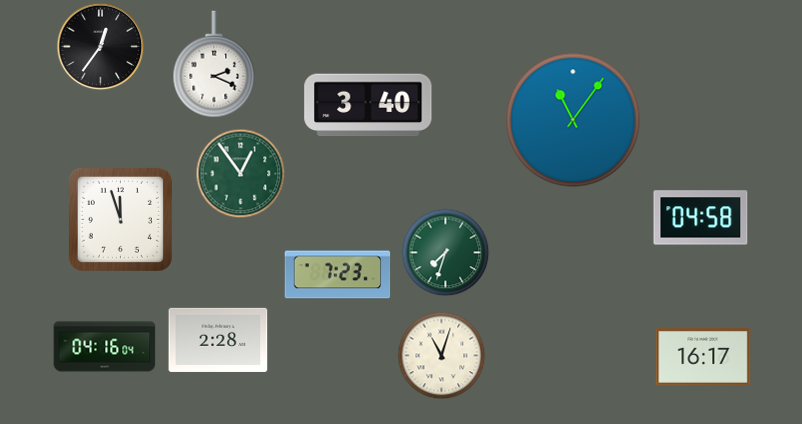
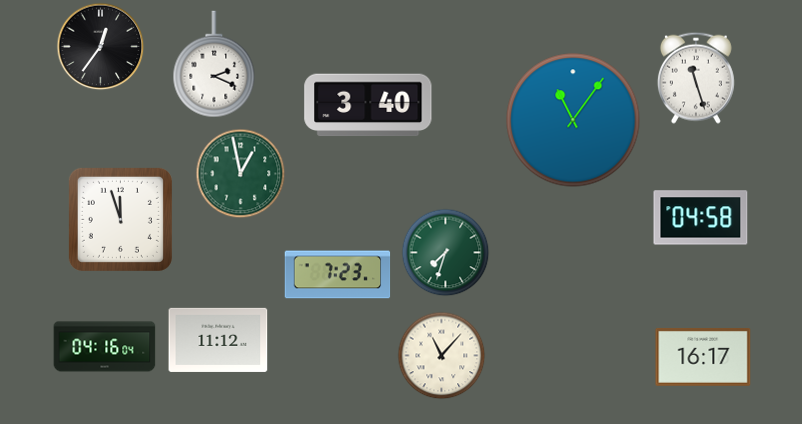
clock at (696, 78): none -> 11:27
clock at (240, 173): 12:54 -> 12:58
clock at (218, 340): 2:28 -> 11:12
clock at (441, 355): 11:03 -> 11:07
